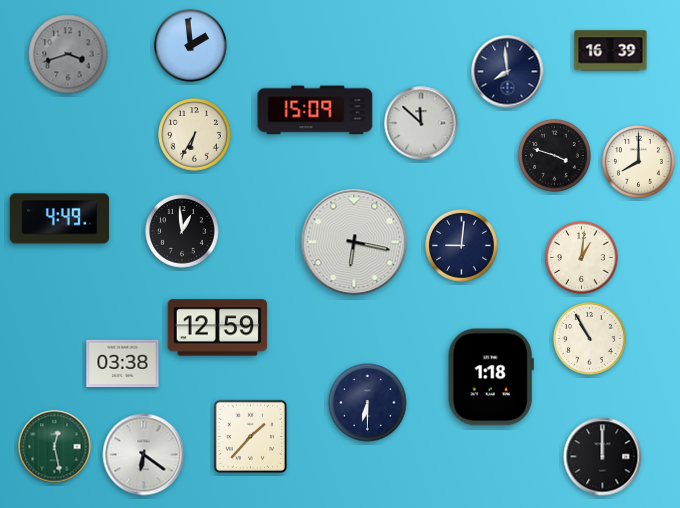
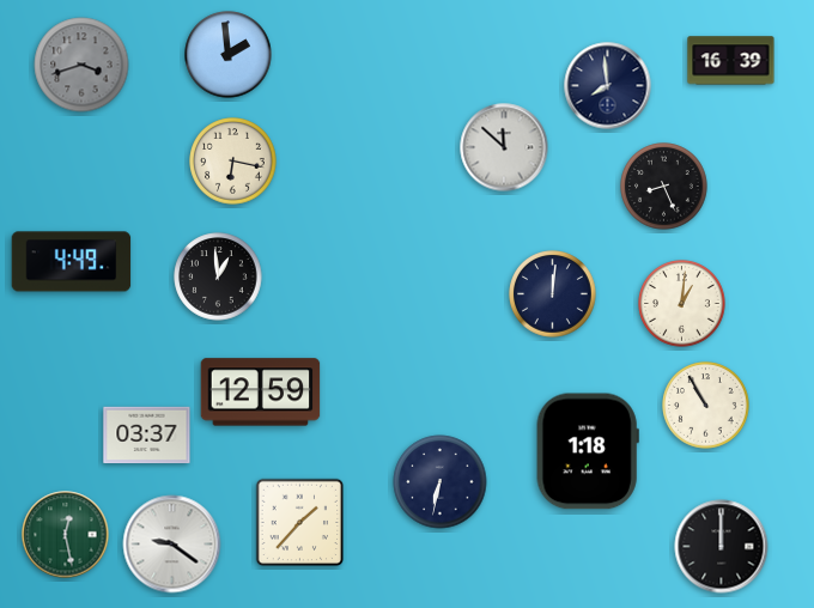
clock at (315, 110): 15:09 -> none
clock at (195, 135): 6:35 -> 6:17
clock at (555, 156): 3:48 -> 8:26
clock at (639, 162): 8:00 -> none
clock at (354, 242): 6:17 -> none
clock at (462, 246): 9:01 -> 12:01
clock at (582, 258) position: (582, 258) -> (682, 304)
clock at (123, 364): 03:38 -> 03:37
clock at (368, 403): 6:30 -> 6:32
clock at (144, 455): 6:21 -> 9:21
